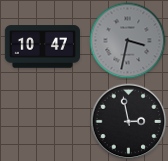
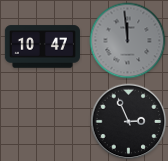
clock at (128, 41): 3:32 -> 11:59
clock at (129, 122): 2:58 -> 2:56
